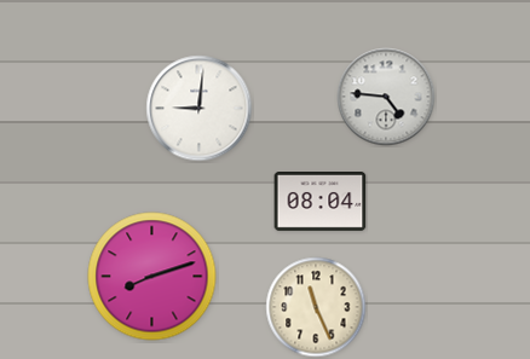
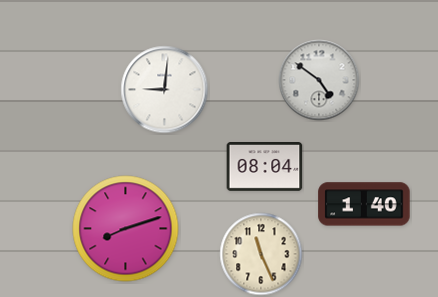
clock at (386, 97): 4:46 -> 4:51
clock at (364, 204): none -> 1:40
